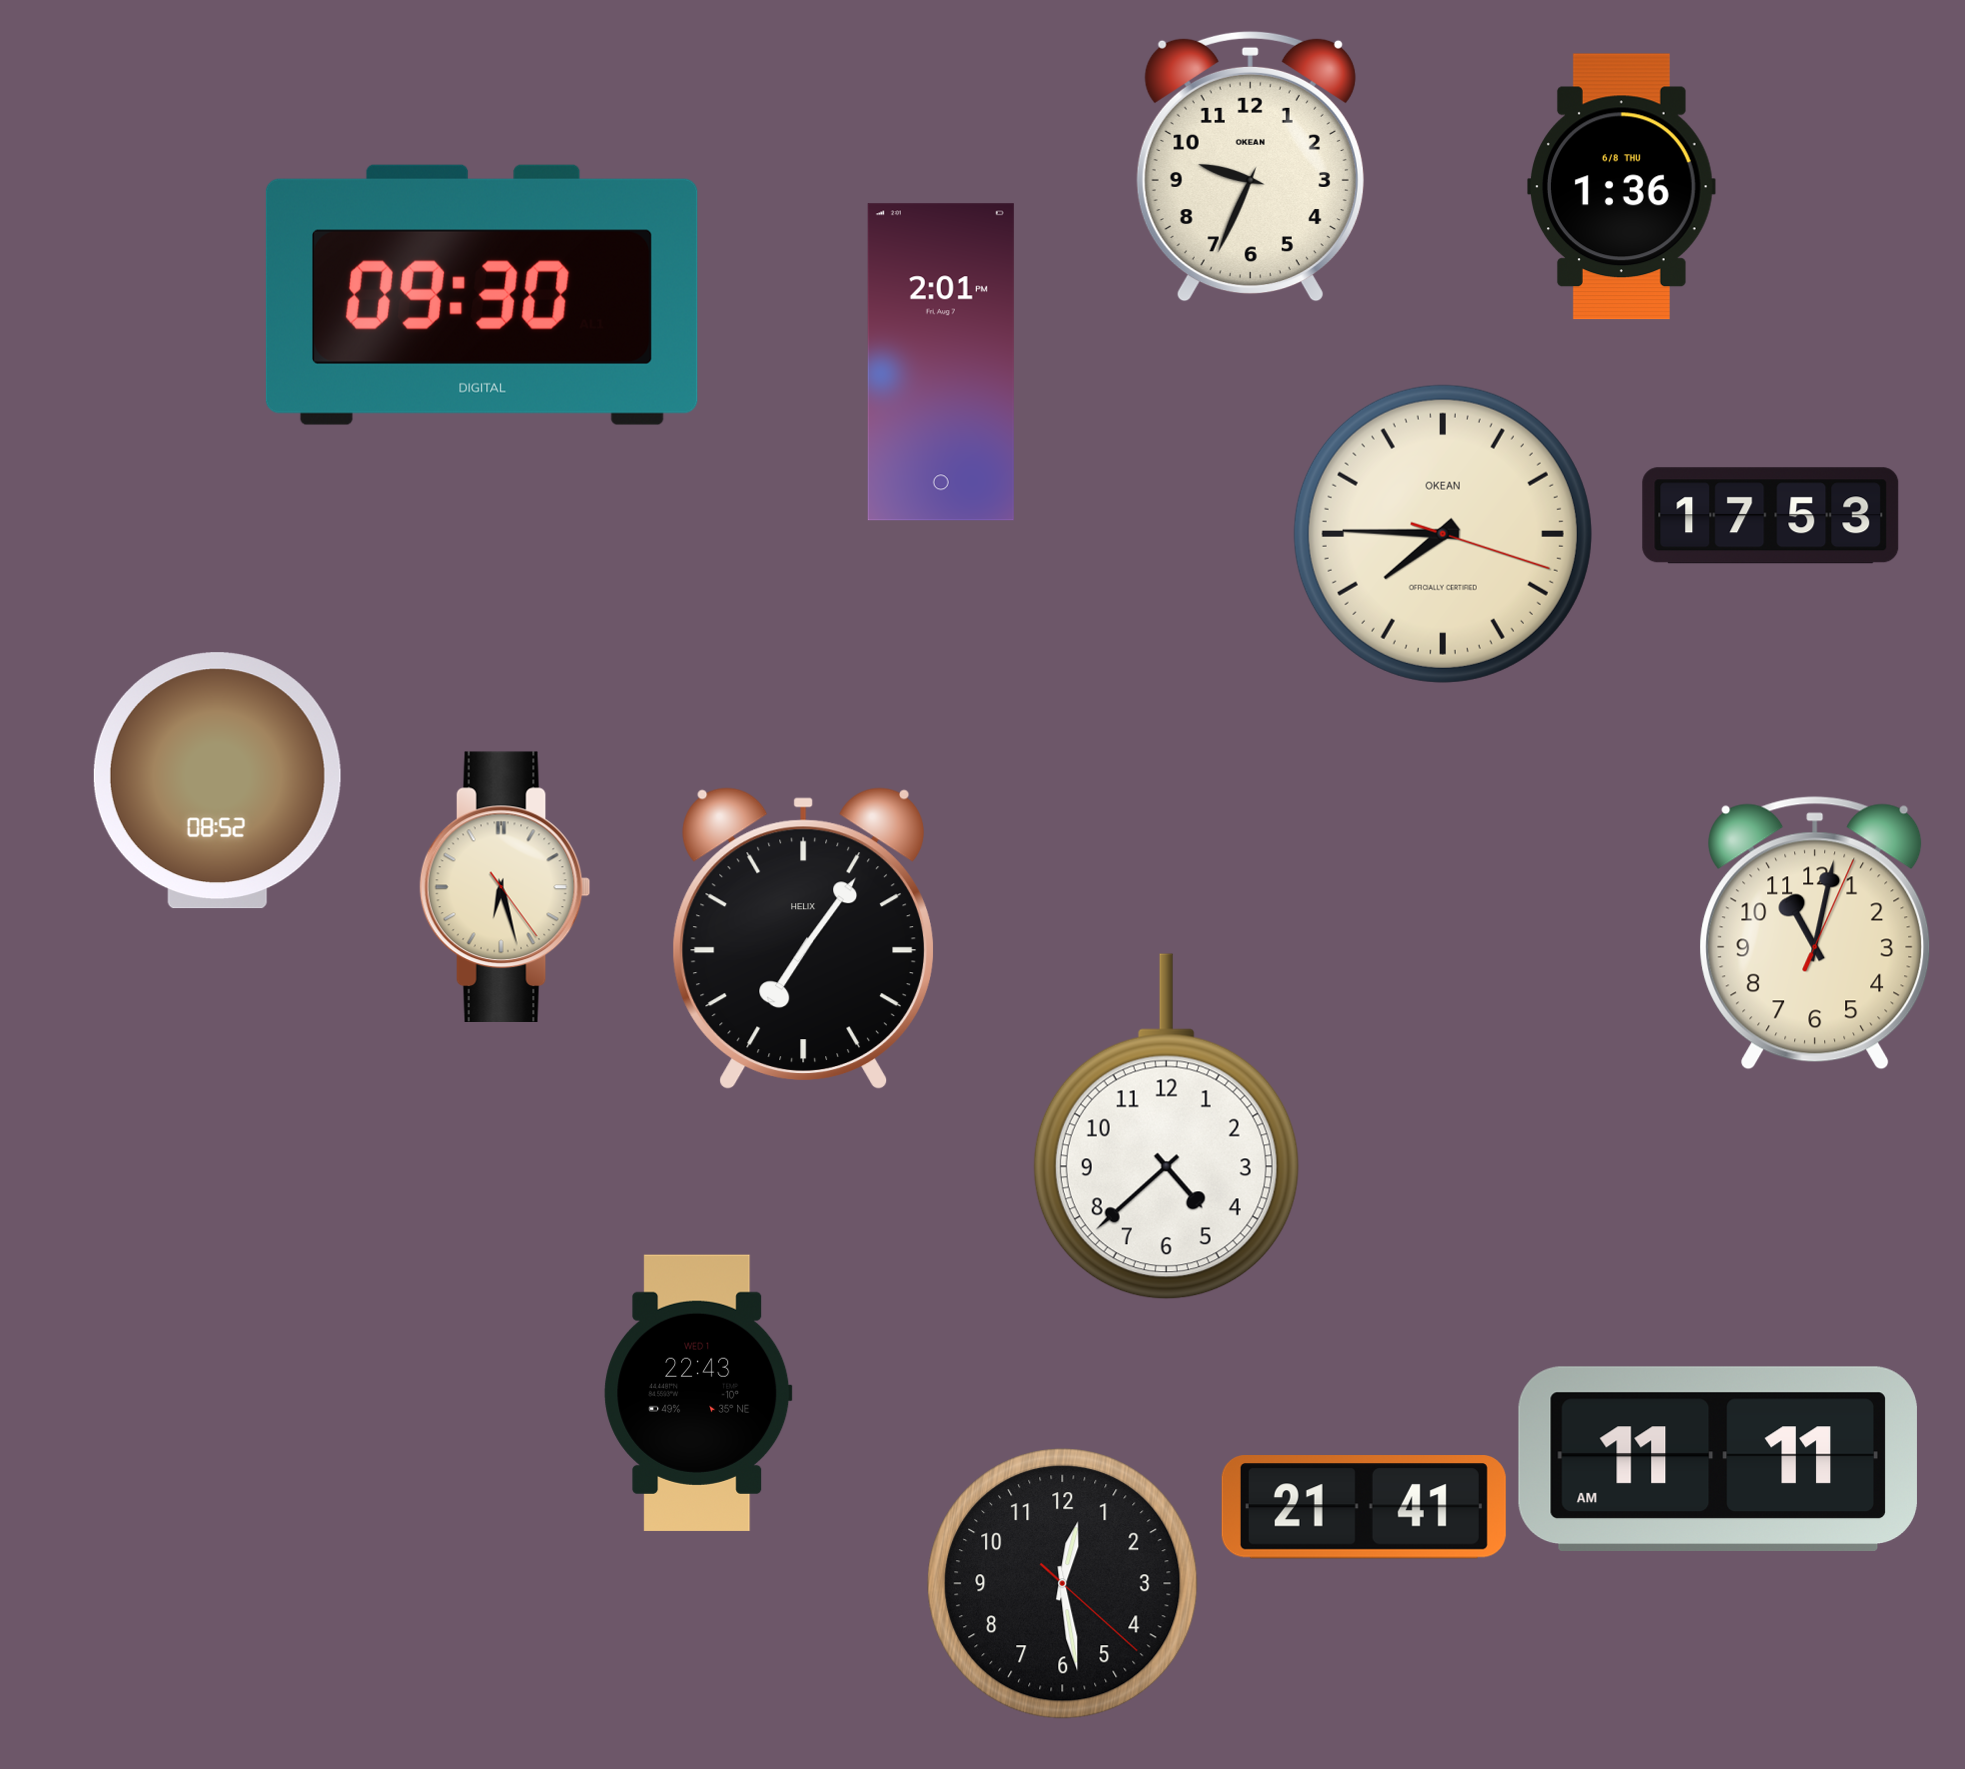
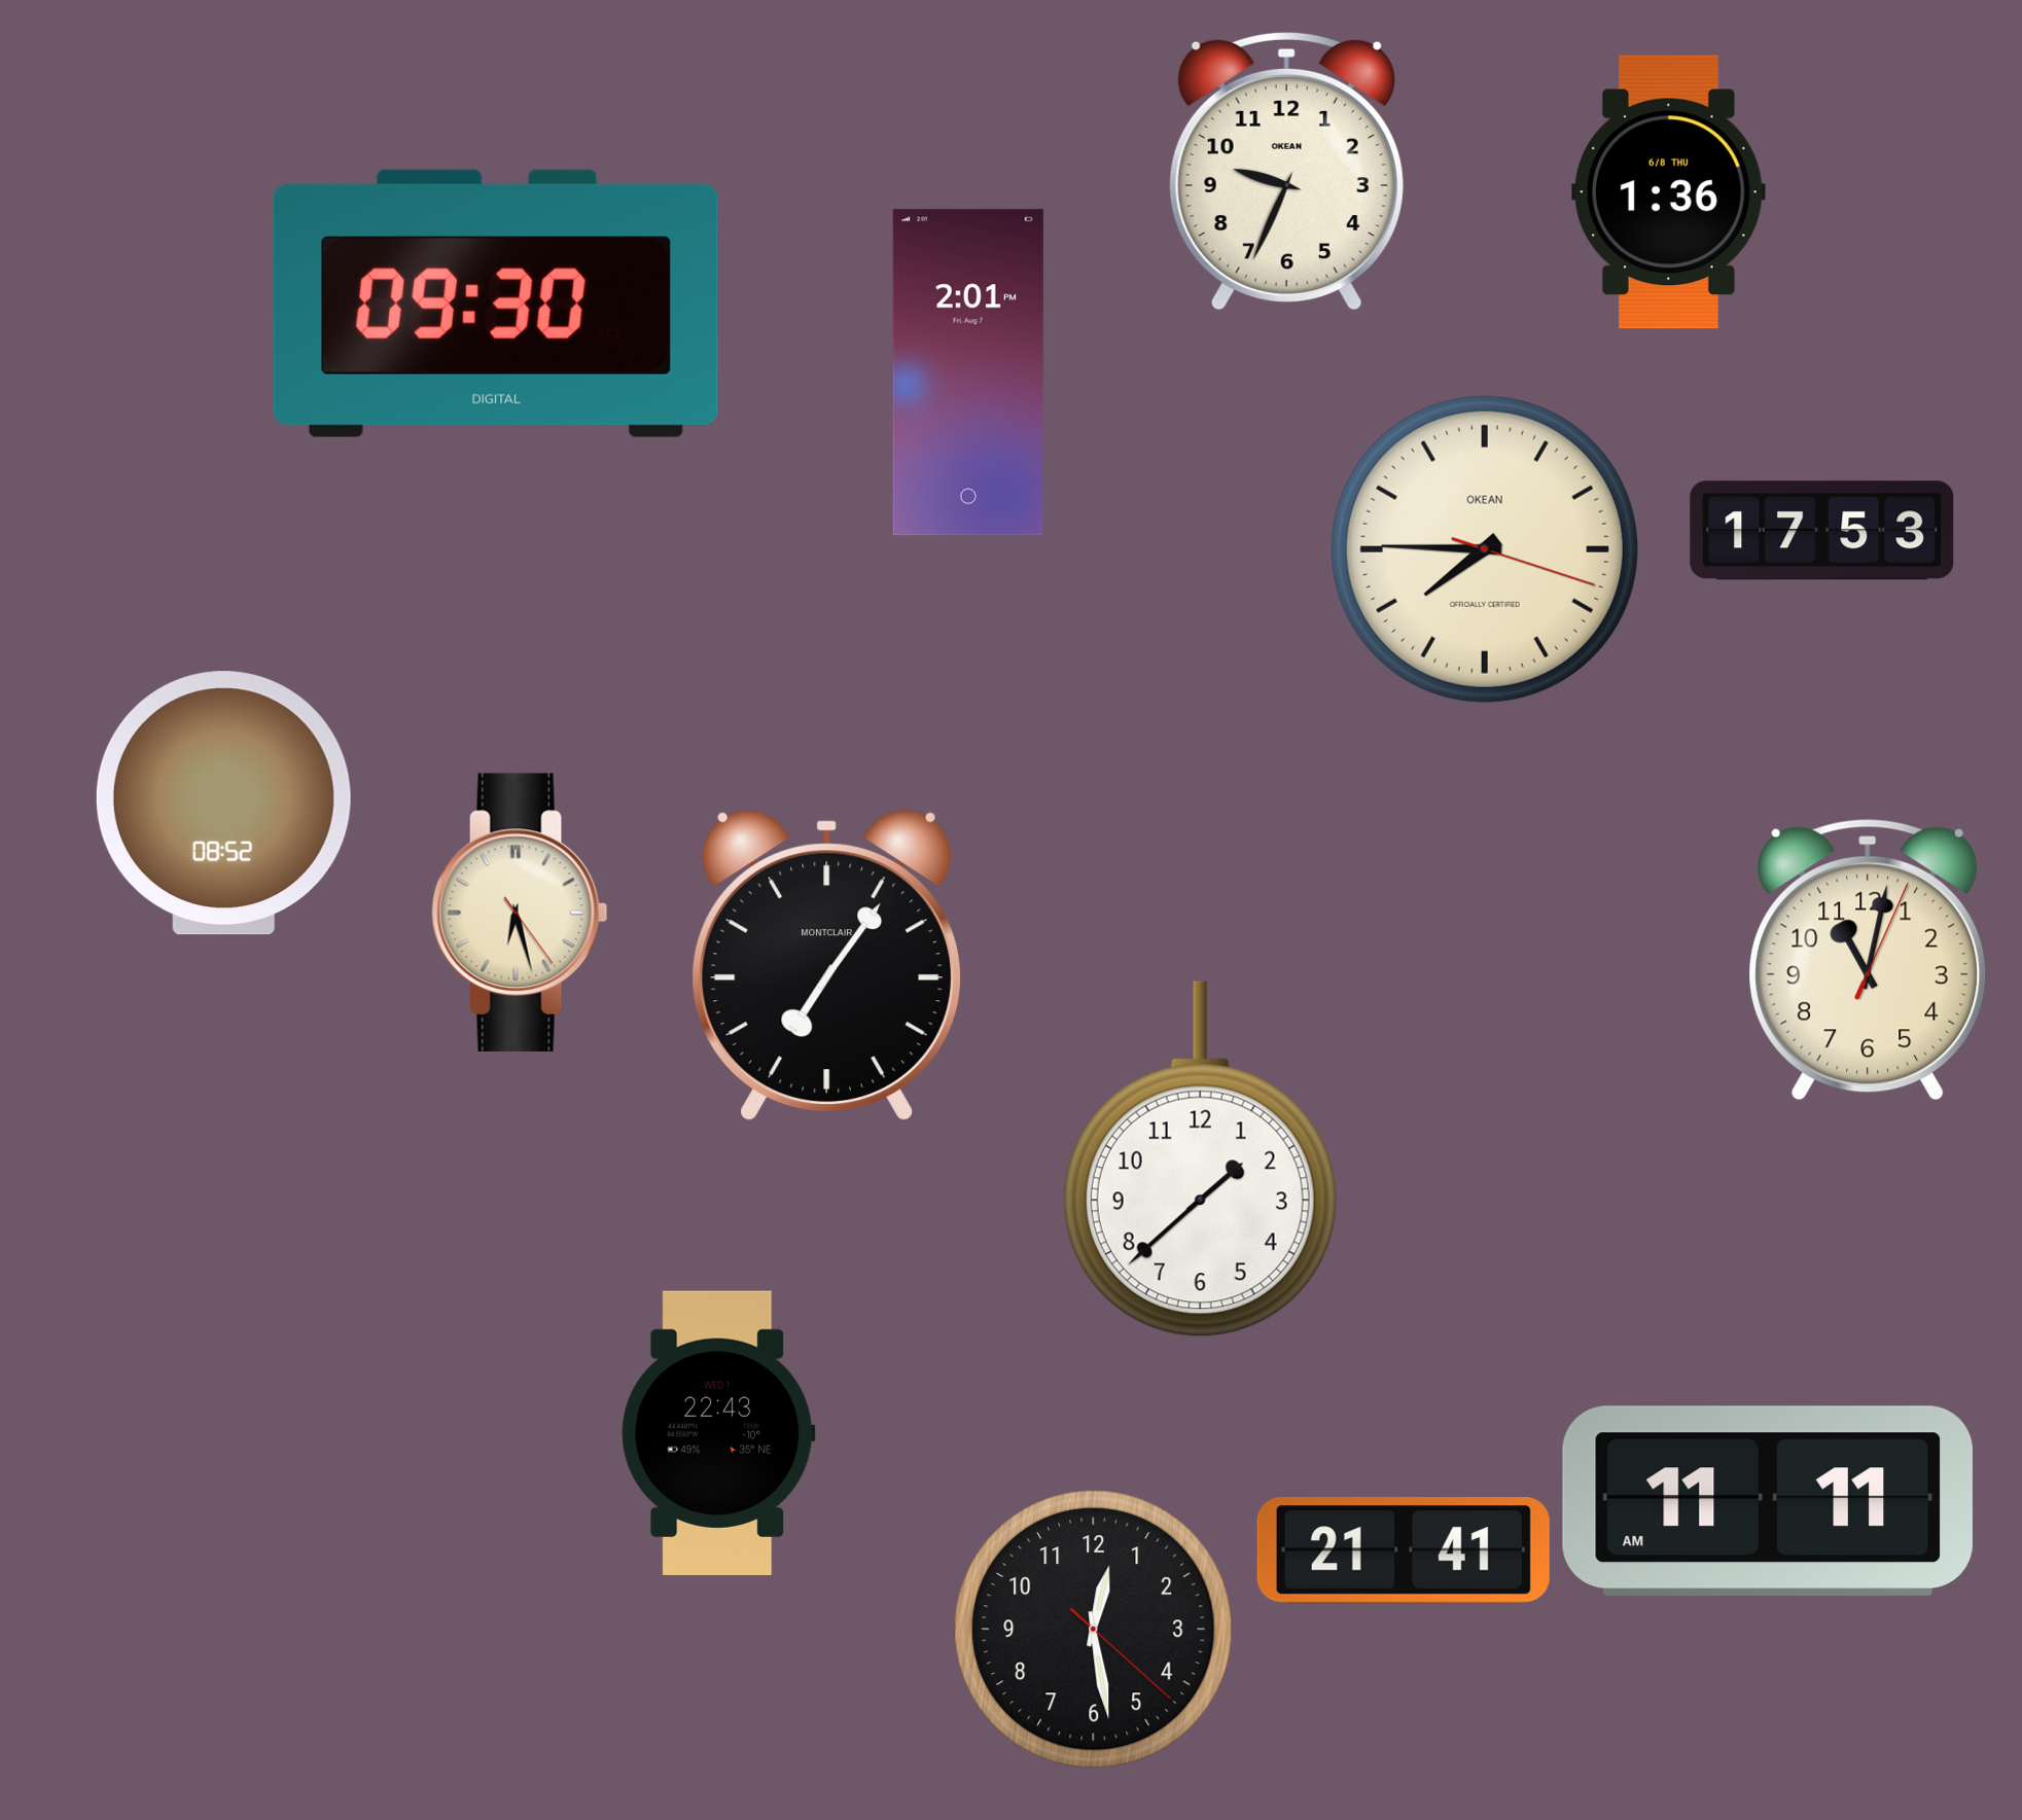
clock at (803, 939) brand: HELIX -> MONTCLAIR
clock at (1166, 1127): 4:38 -> 1:38
